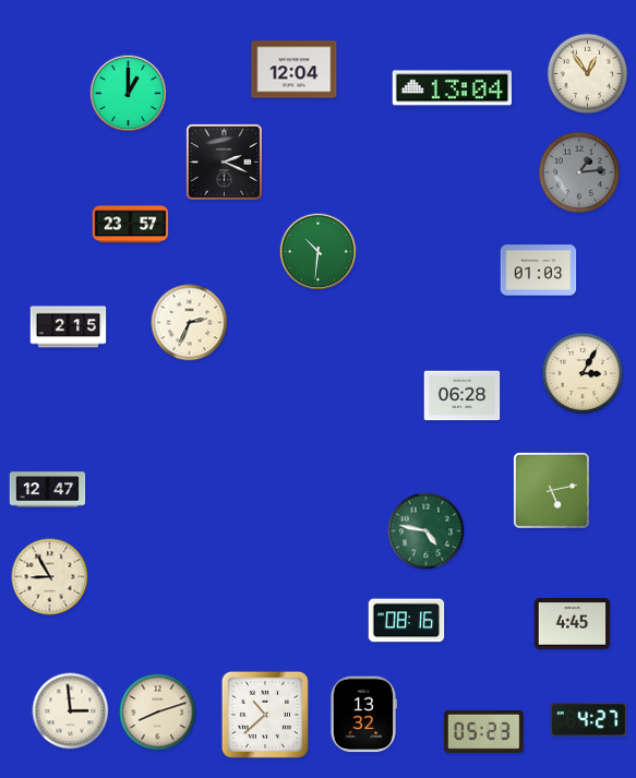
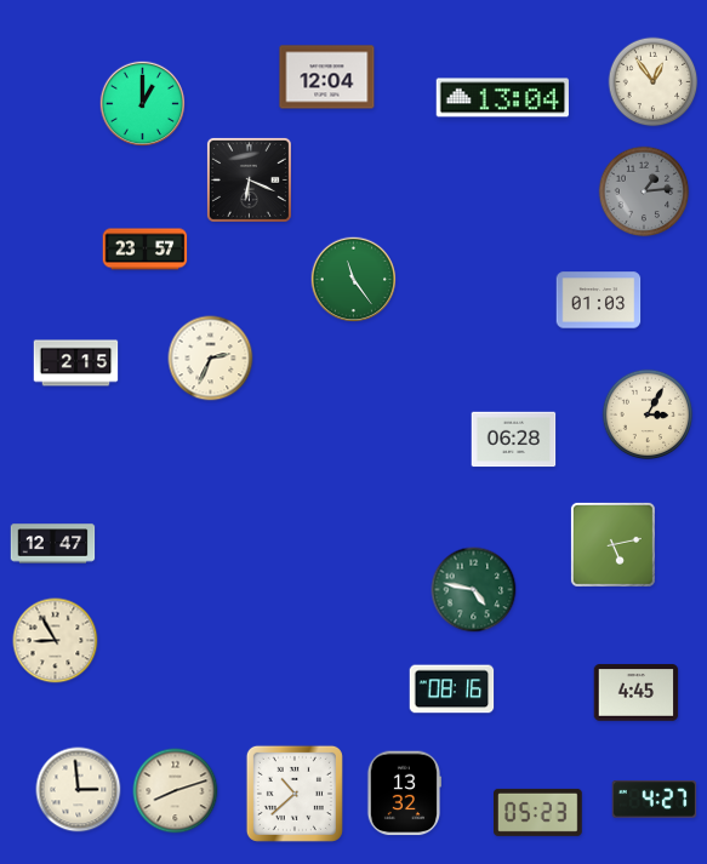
clock at (224, 161): 2:19 -> 6:19
clock at (319, 252): 10:31 -> 11:24
